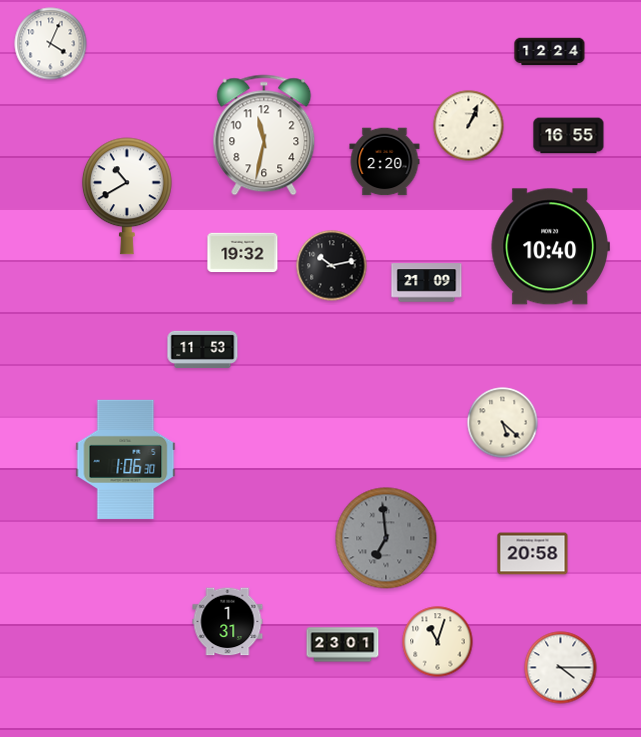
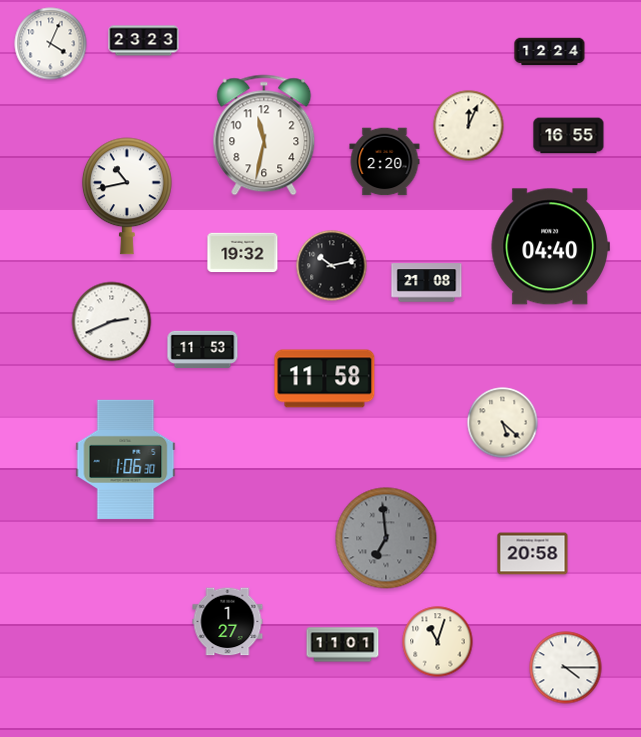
clock at (144, 41): none -> 23:23
clock at (469, 126): 1:04 -> 12:04
clock at (127, 196): 10:40 -> 10:43
clock at (550, 247): 10:40 -> 04:40
clock at (427, 283): 21:09 -> 21:08
clock at (112, 322): none -> 2:41
clock at (325, 379): none -> 11:58
clock at (228, 622): 1:31 -> 1:27
clock at (343, 645): 23:01 -> 11:01
clock at (561, 668) position: (561, 668) -> (566, 668)
